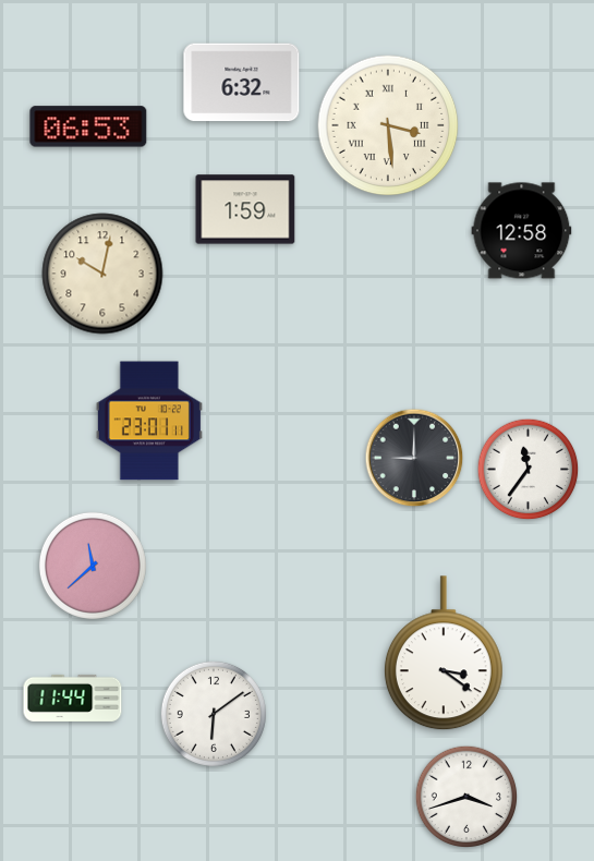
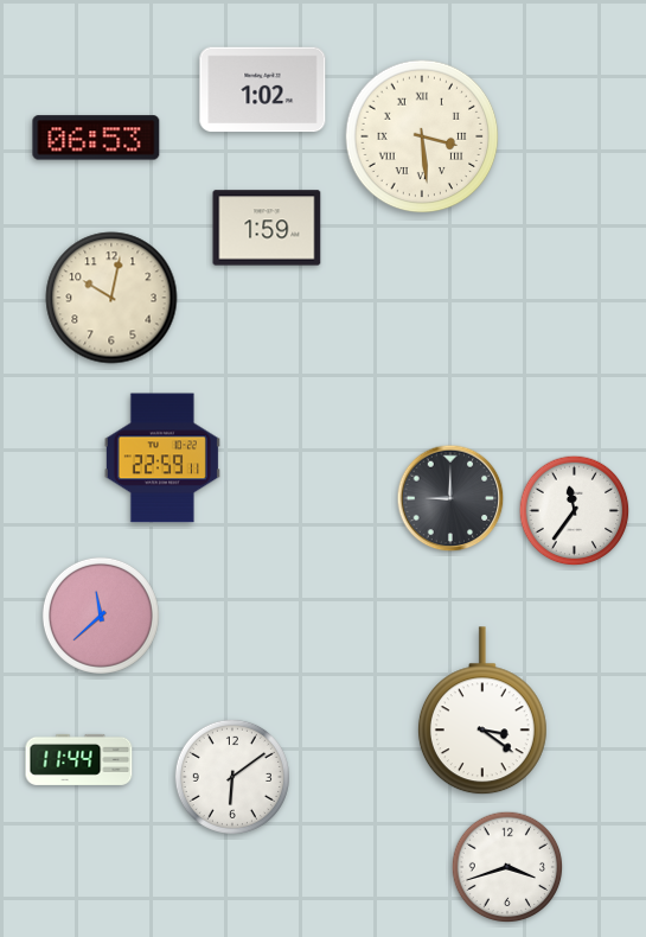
clock at (242, 83): 6:32 -> 1:02
clock at (522, 231): 12:58 -> none
clock at (149, 421): 23:01 -> 22:59
